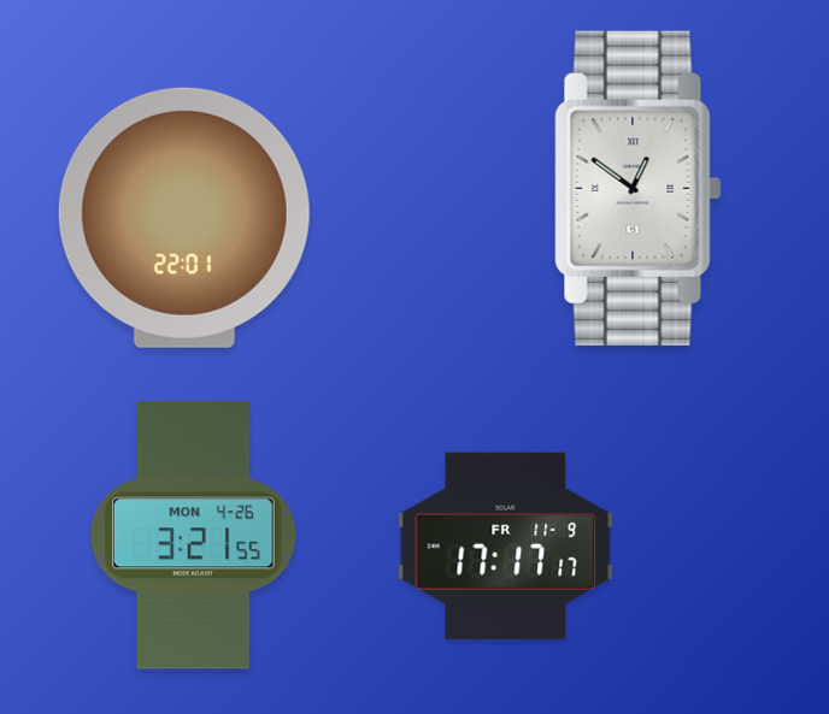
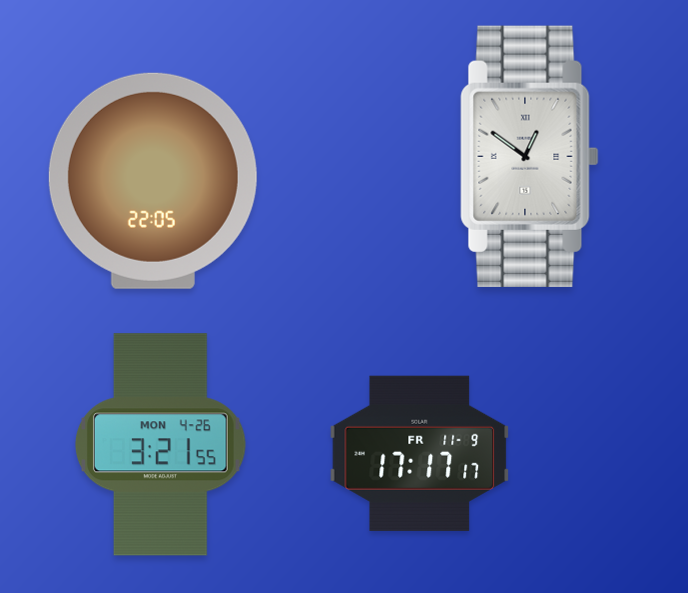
clock at (184, 218): 22:01 -> 22:05
